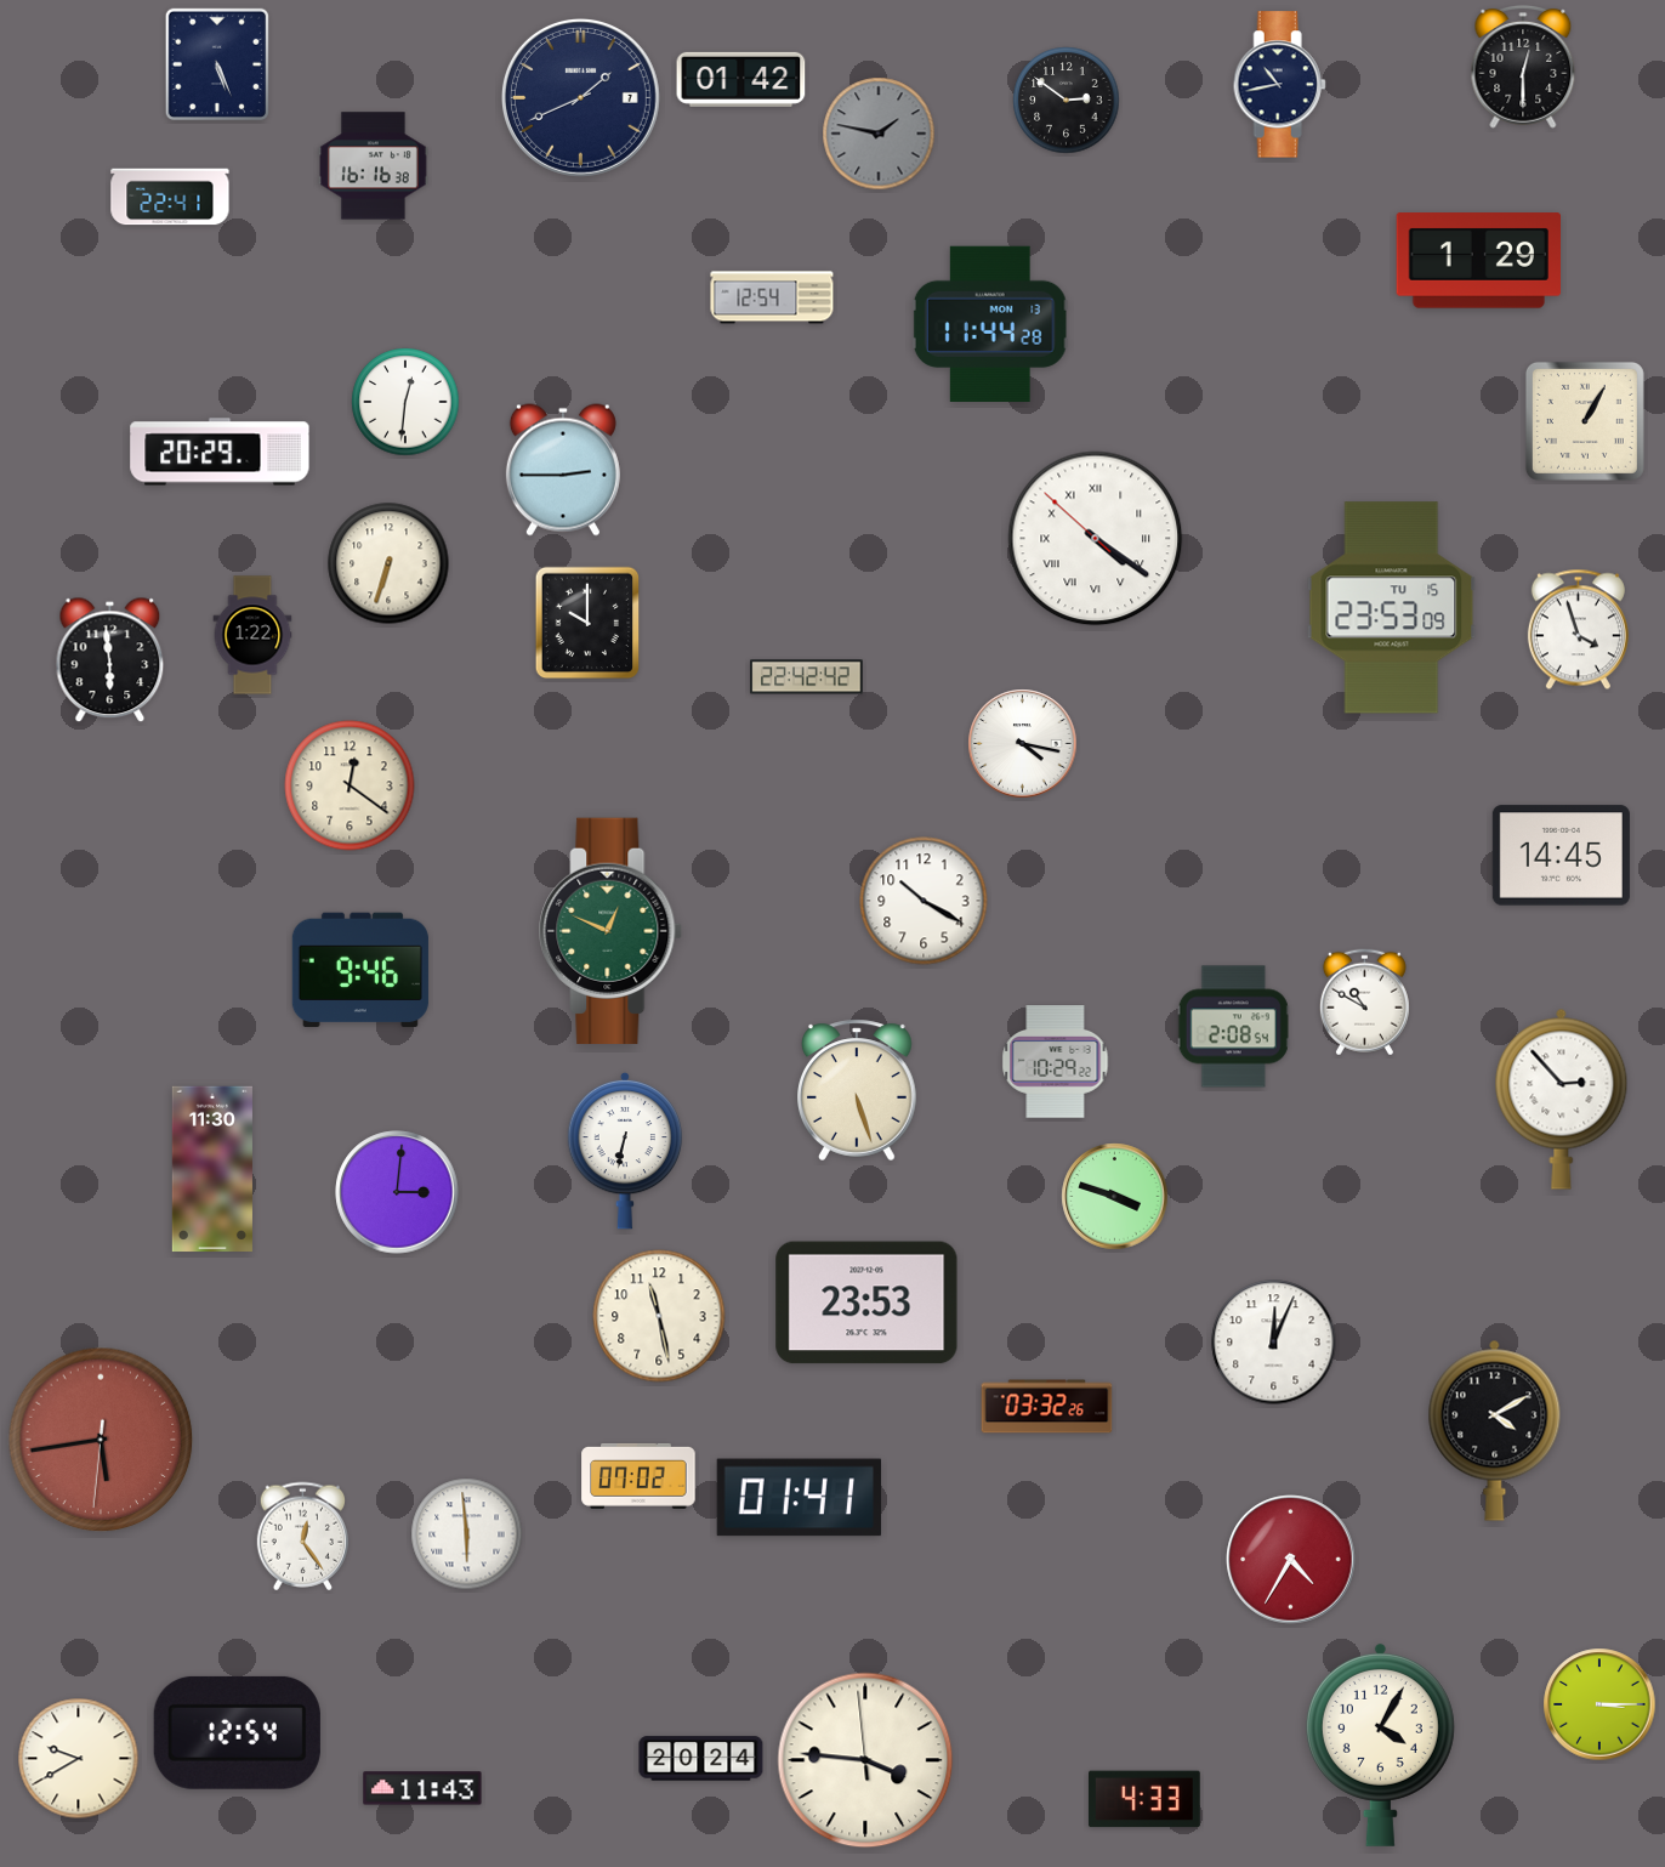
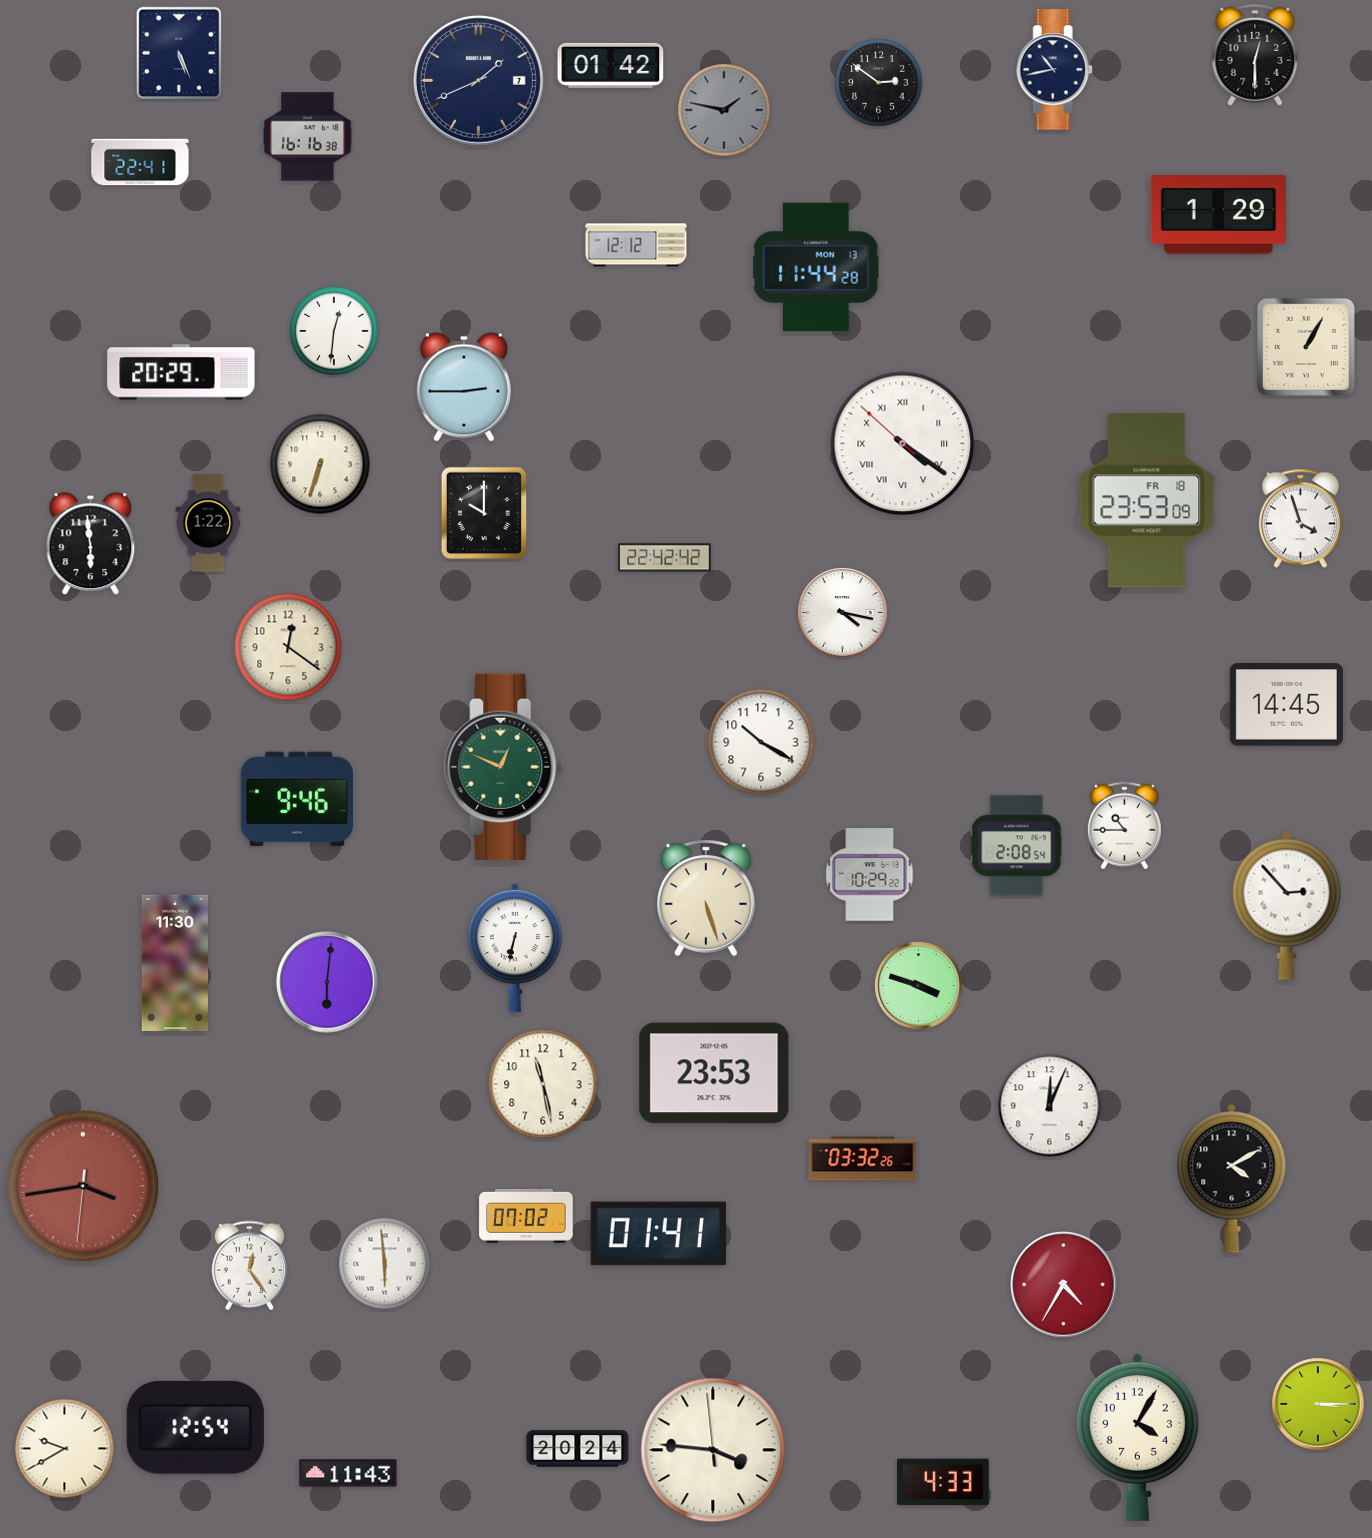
clock at (772, 297): 12:54 -> 12:12
clock at (1392, 608) date: TU 15 -> FR 18
clock at (1364, 1003): 10:50 -> 10:45
clock at (397, 1192): 3:01 -> 6:01
clock at (101, 1440): 5:43 -> 3:43
